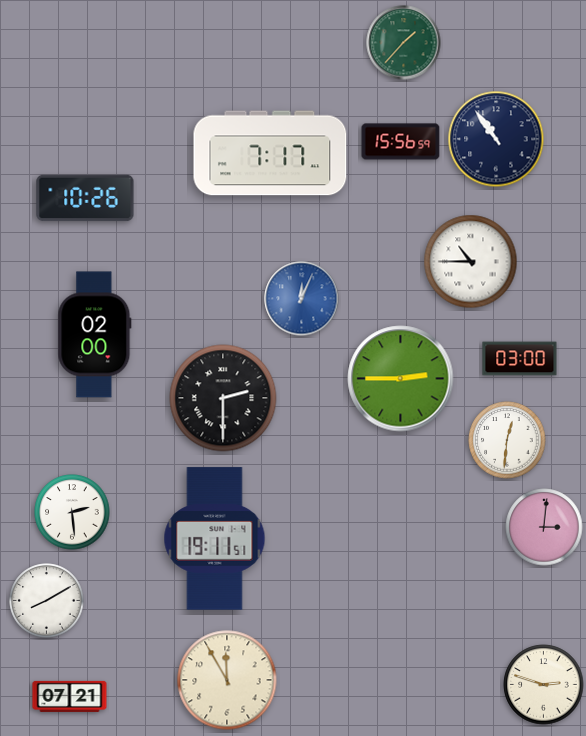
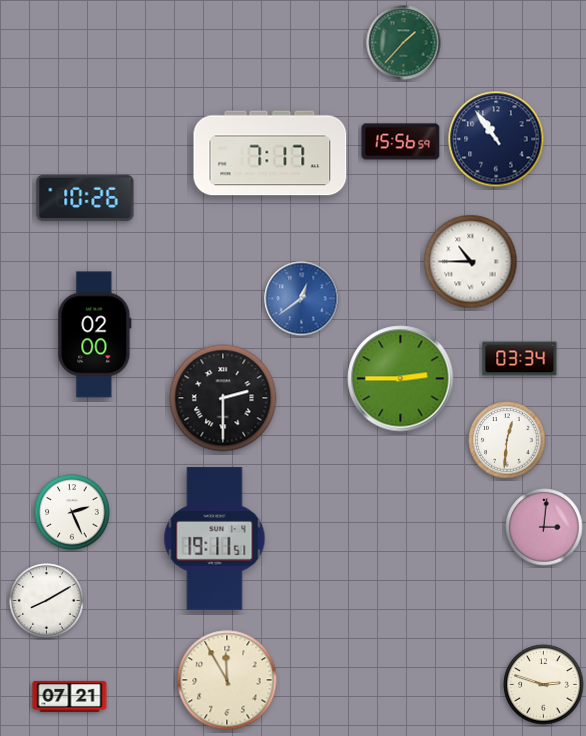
clock at (302, 299): 12:04 -> 12:39
clock at (520, 359): 03:00 -> 03:34
clock at (72, 512): 2:29 -> 2:26
